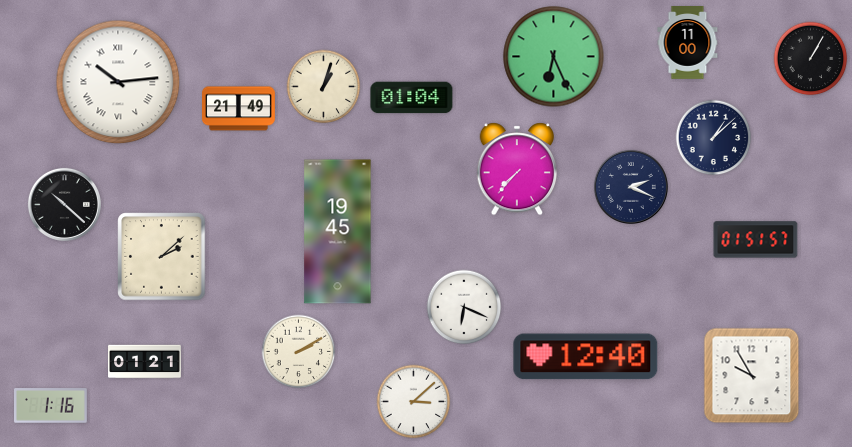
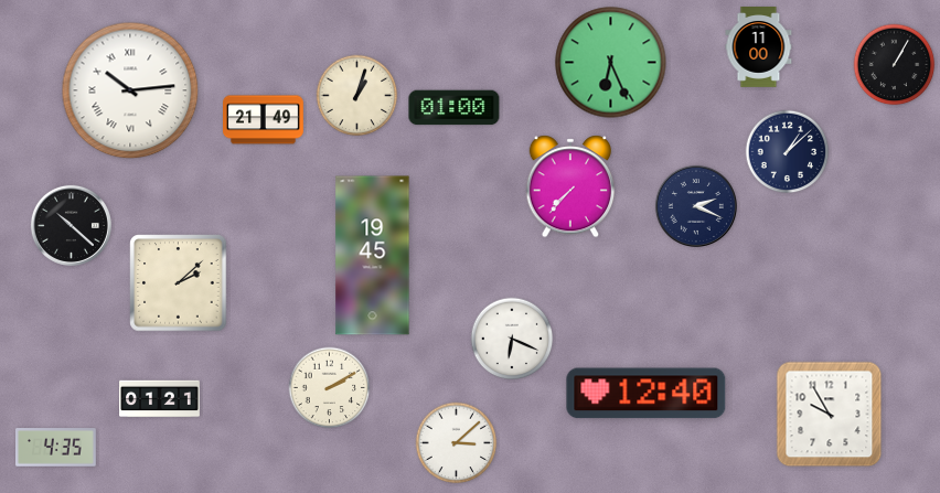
clock at (412, 98): 01:04 -> 01:00
clock at (756, 240): 01:51 -> none
clock at (51, 406): 1:16 -> 4:35
